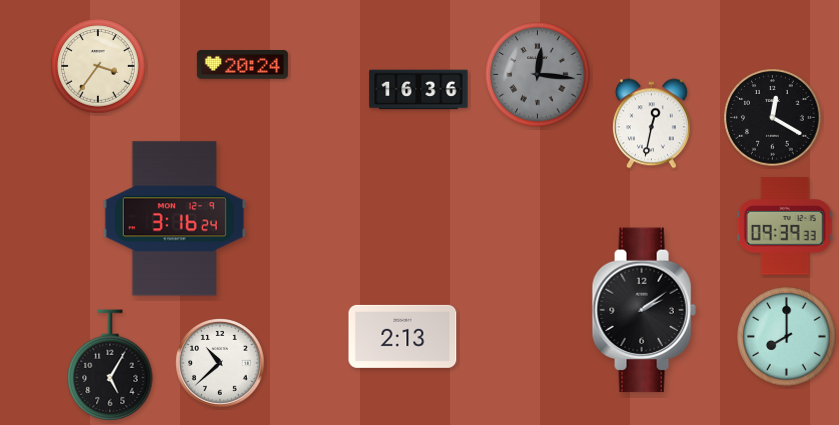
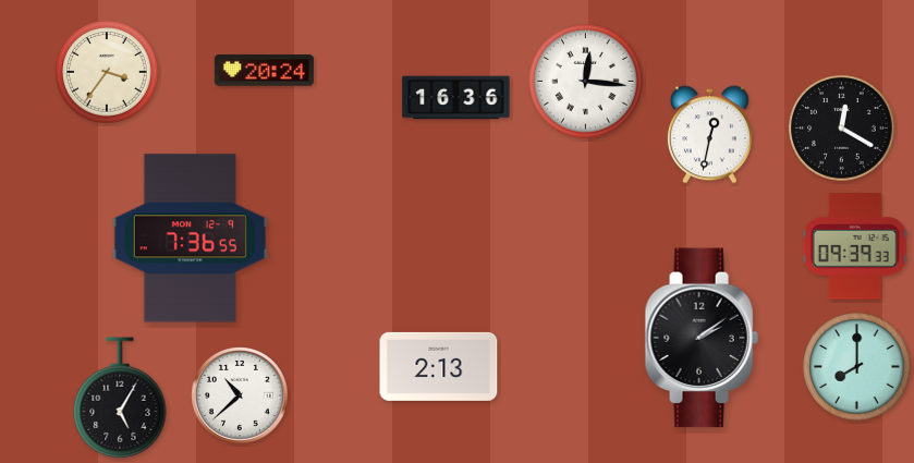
clock at (538, 75) dial: grey -> white
clock at (174, 219): 3:16 -> 7:36
